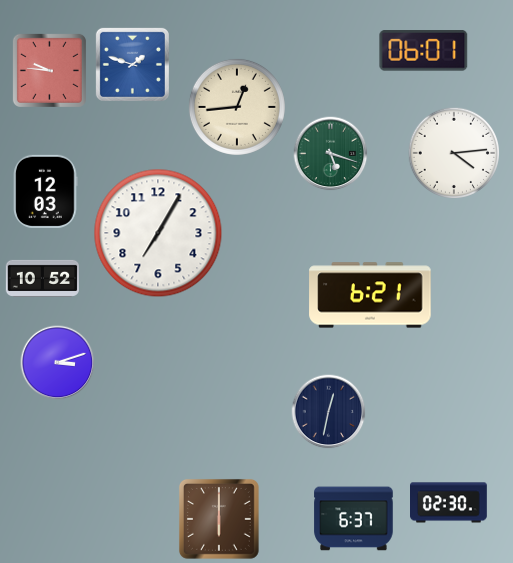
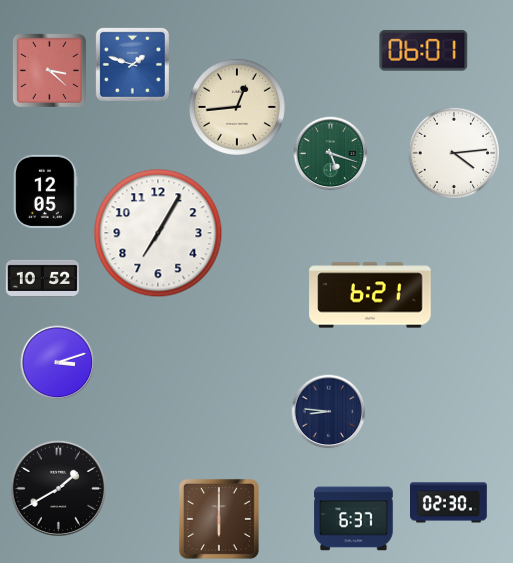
clock at (49, 70): 9:46 -> 3:22
clock at (46, 191): 12:03 -> 12:05
clock at (329, 412): 12:32 -> 8:46
clock at (58, 488): none -> 1:40
